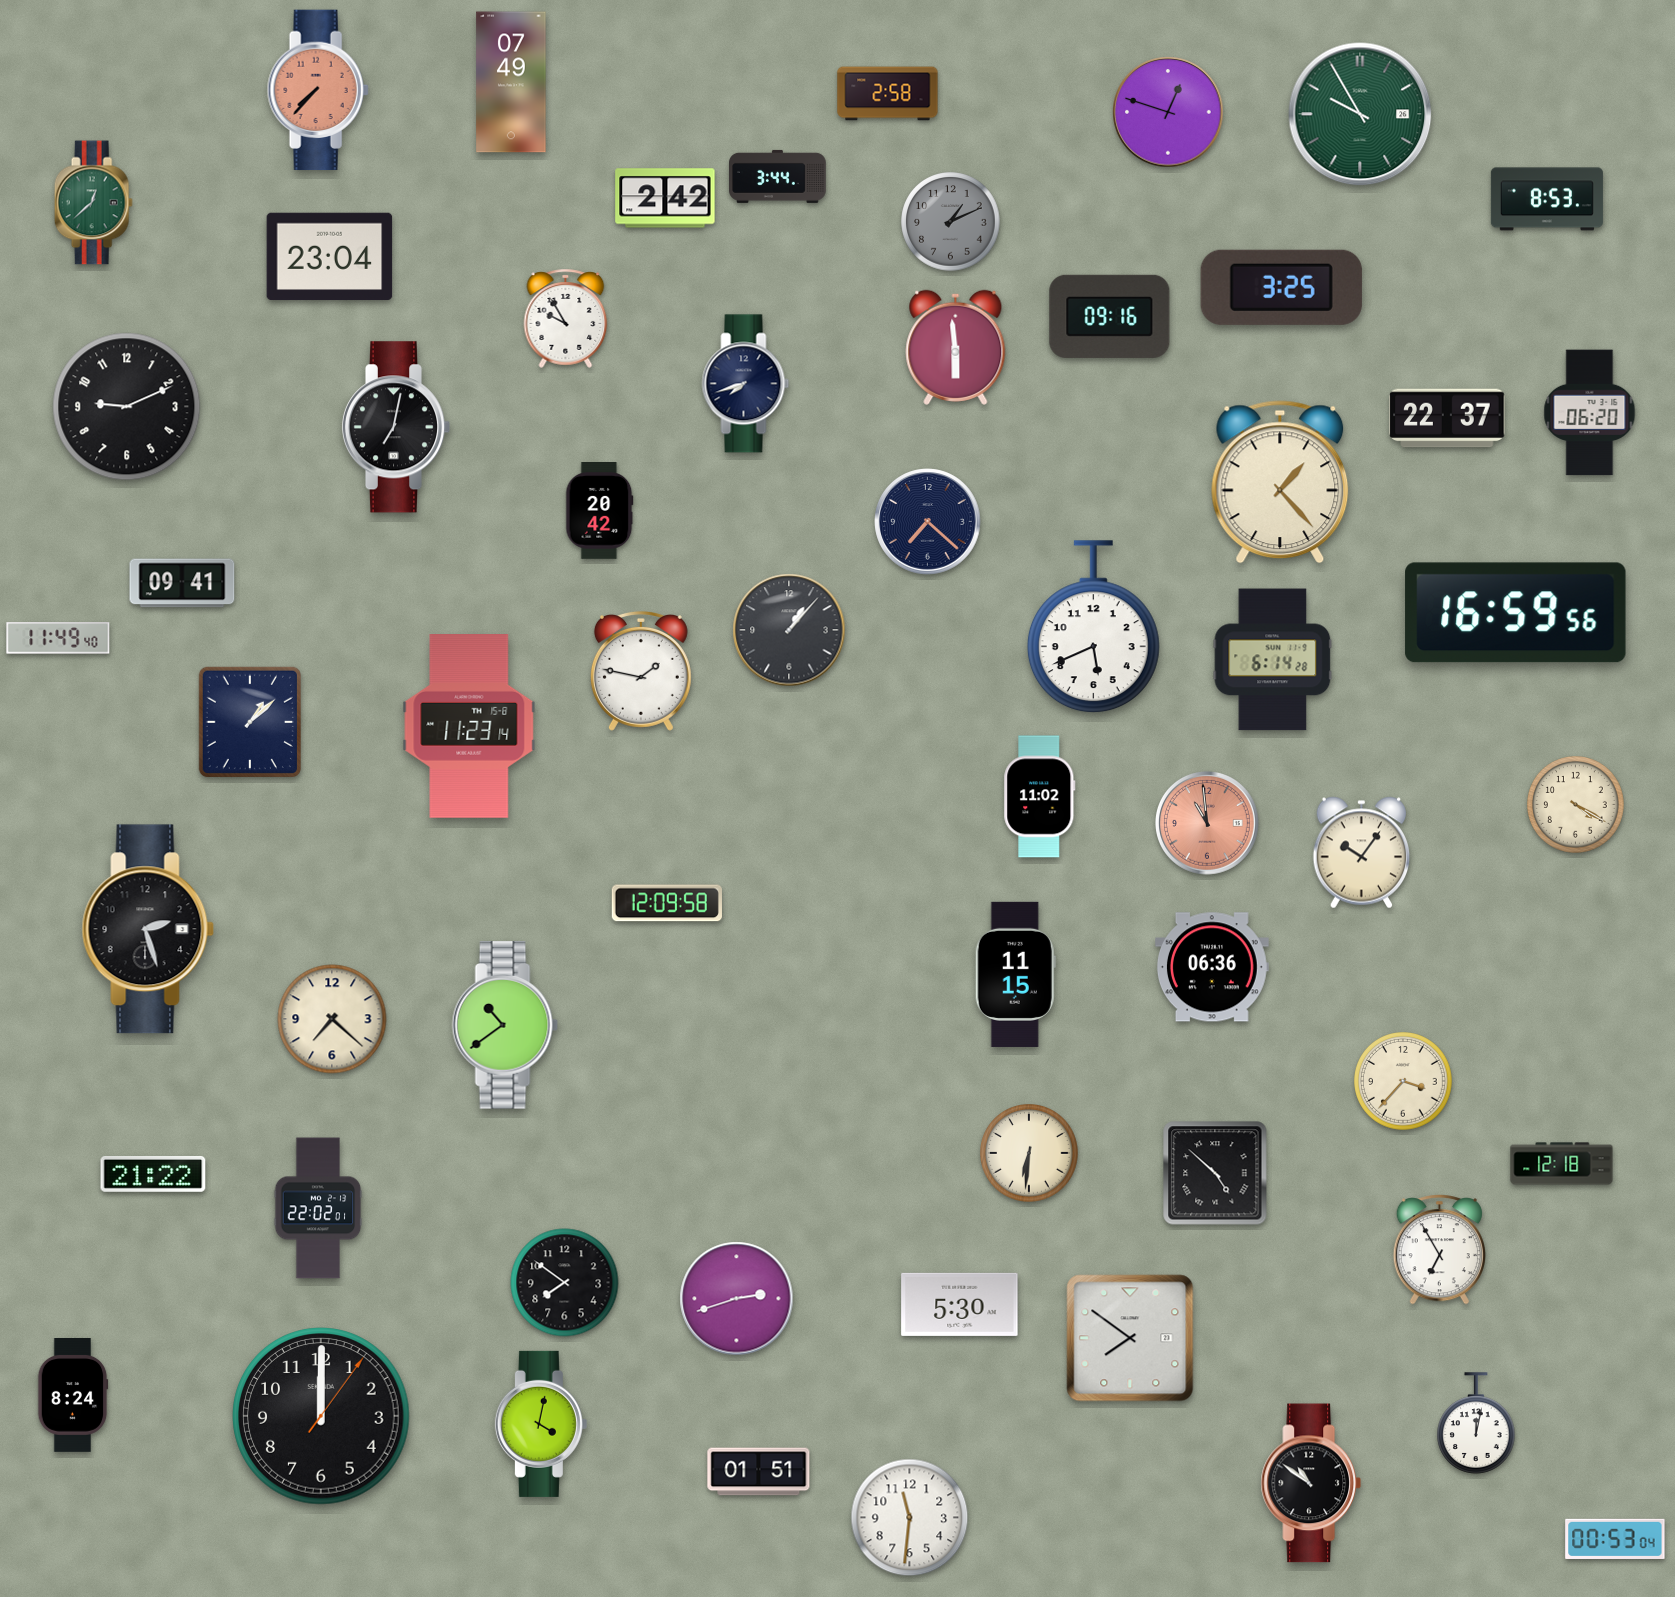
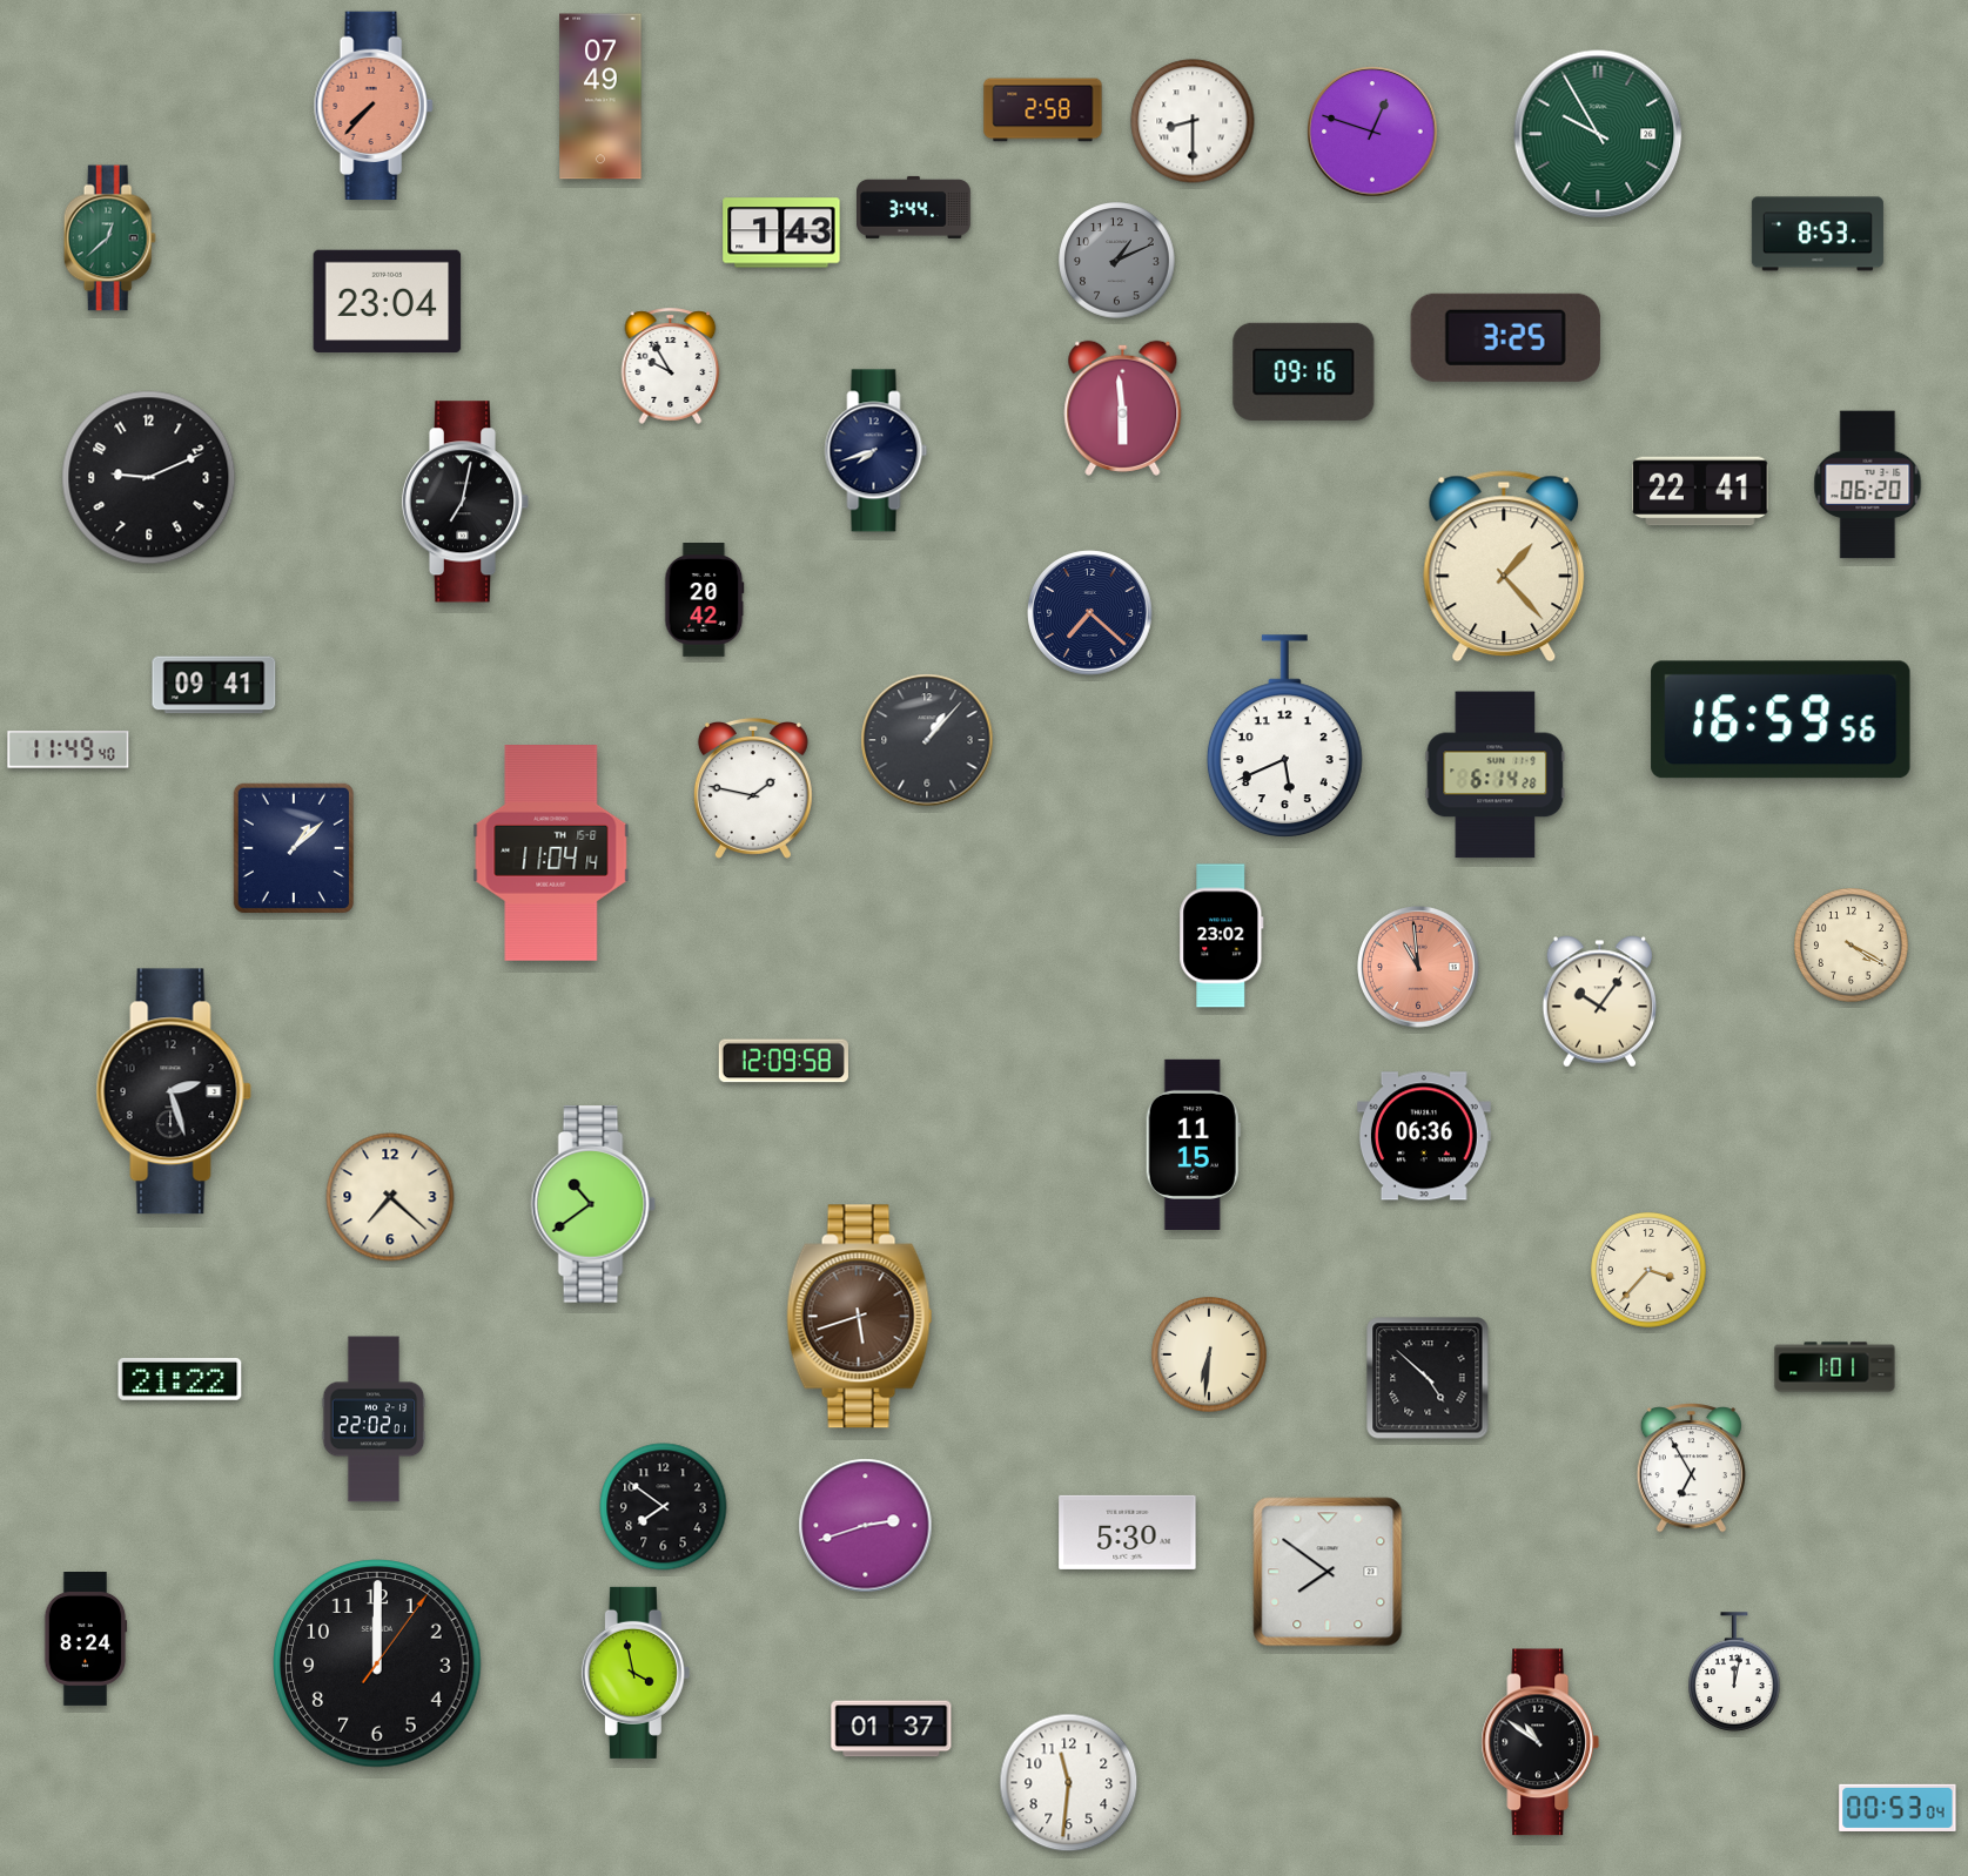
clock at (1193, 121): none -> 8:30
clock at (665, 198): 2:42 -> 1:43
clock at (566, 318) position: (566, 318) -> (671, 365)
clock at (1447, 418): 22:37 -> 22:41
clock at (469, 727): 11:23 -> 11:04
clock at (1040, 797): 11:02 -> 23:02
clock at (860, 1317): none -> 5:42
clock at (1562, 1164): 12:18 -> 1:01
clock at (541, 1424): 4:02 -> 3:58
clock at (759, 1472): 01:51 -> 01:37
